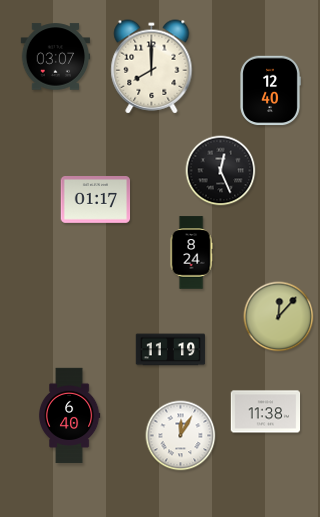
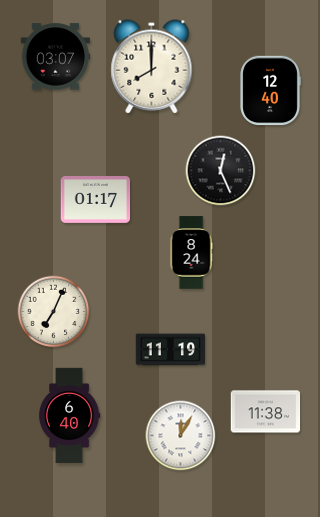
clock at (54, 312): none -> 7:04
clock at (279, 317): 12:07 -> none
